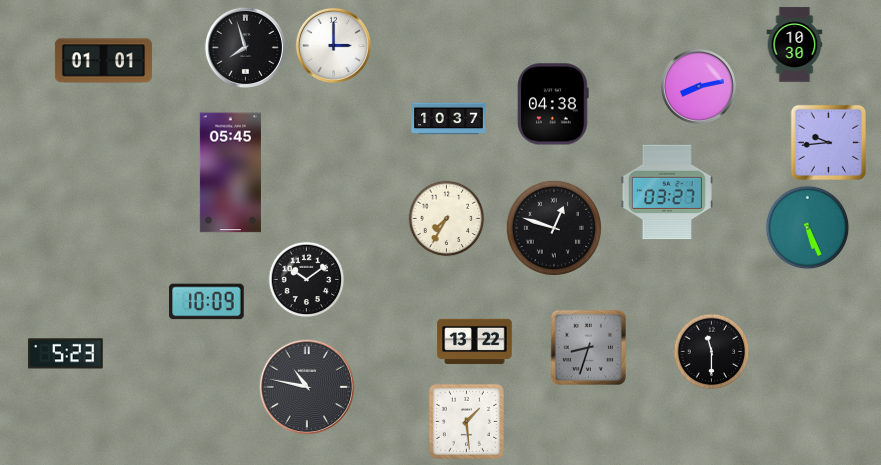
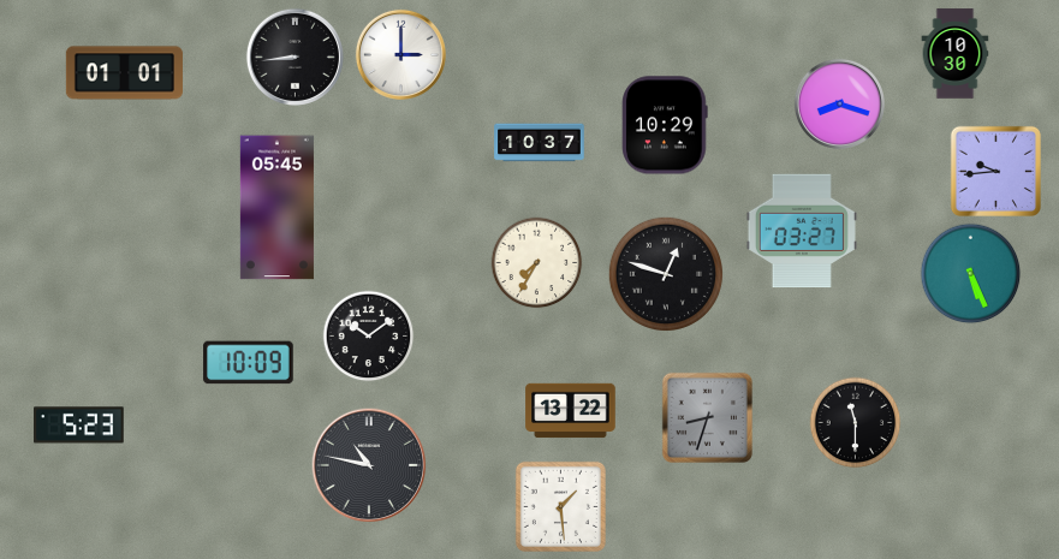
clock at (245, 47): 7:57 -> 8:44
clock at (698, 86): 8:13 -> 8:18
clock at (553, 104): 04:38 -> 10:29
